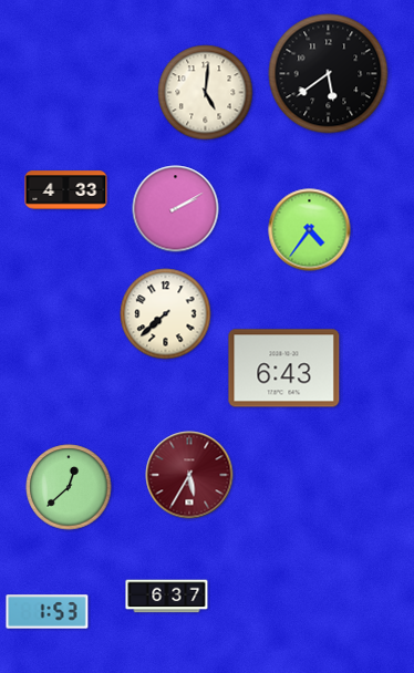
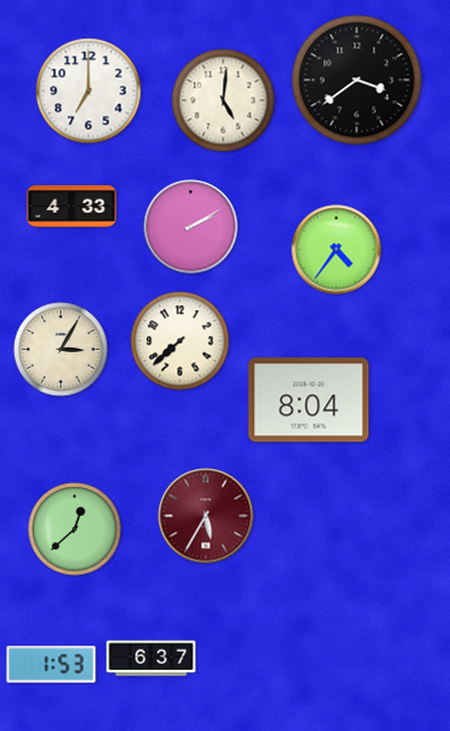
clock at (329, 74): 5:39 -> 3:39
clock at (89, 91): none -> 7:00
clock at (61, 350): none -> 3:05
clock at (284, 369): 6:43 -> 8:04
clock at (167, 597) position: (167, 597) -> (152, 659)
